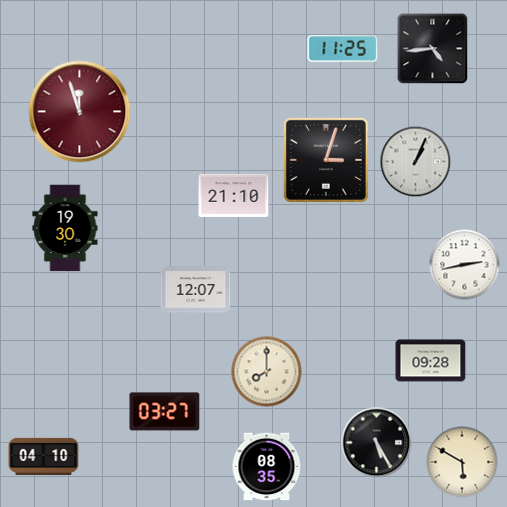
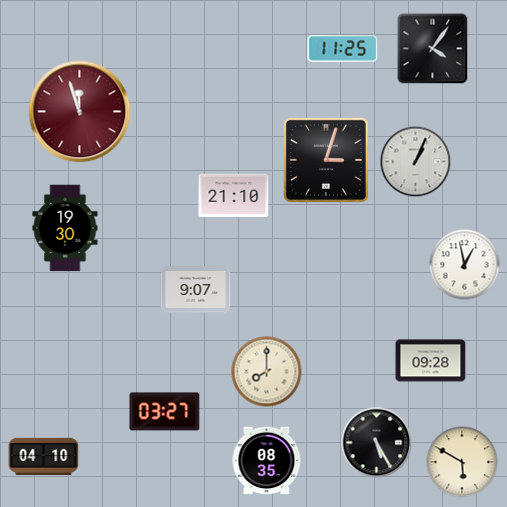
clock at (433, 49): 4:44 -> 4:06
clock at (465, 265): 2:43 -> 12:58
clock at (196, 290): 12:07 -> 9:07
clock at (267, 467) position: (267, 467) -> (267, 461)
